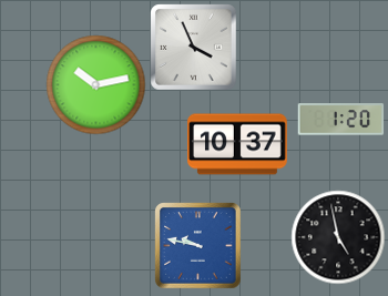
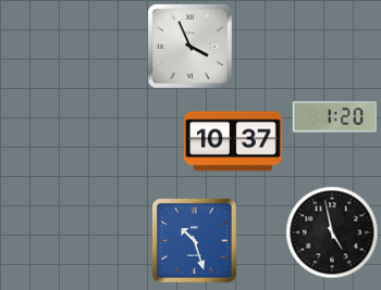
clock at (95, 84): 10:13 -> none
clock at (197, 245): 9:47 -> 10:27
